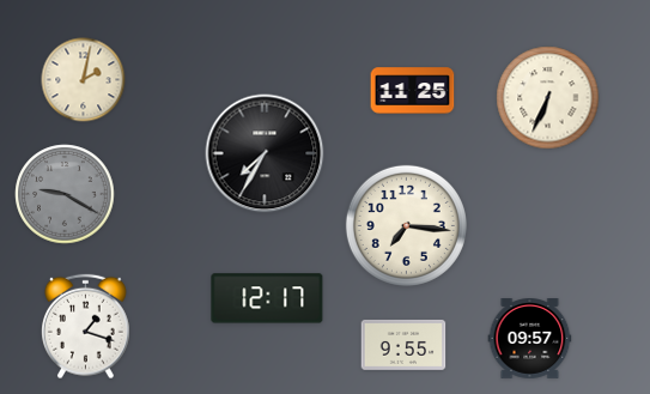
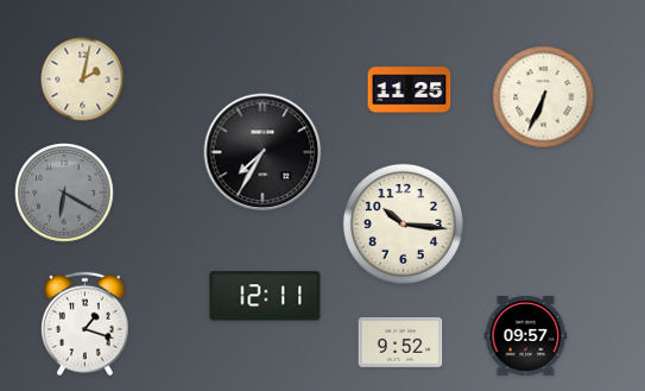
clock at (65, 194): 9:20 -> 6:20
clock at (406, 225): 7:16 -> 10:16
clock at (267, 298): 12:17 -> 12:11
clock at (403, 345): 9:55 -> 9:52
